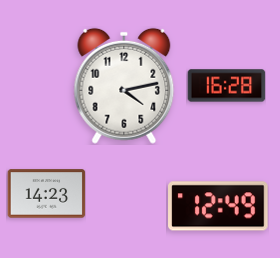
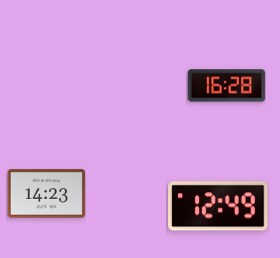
clock at (124, 86): 4:13 -> none
